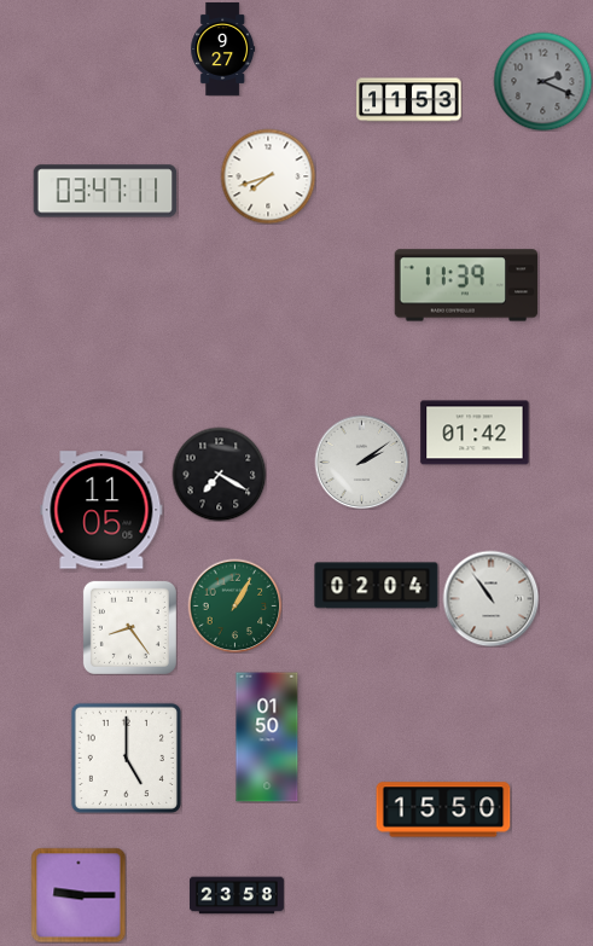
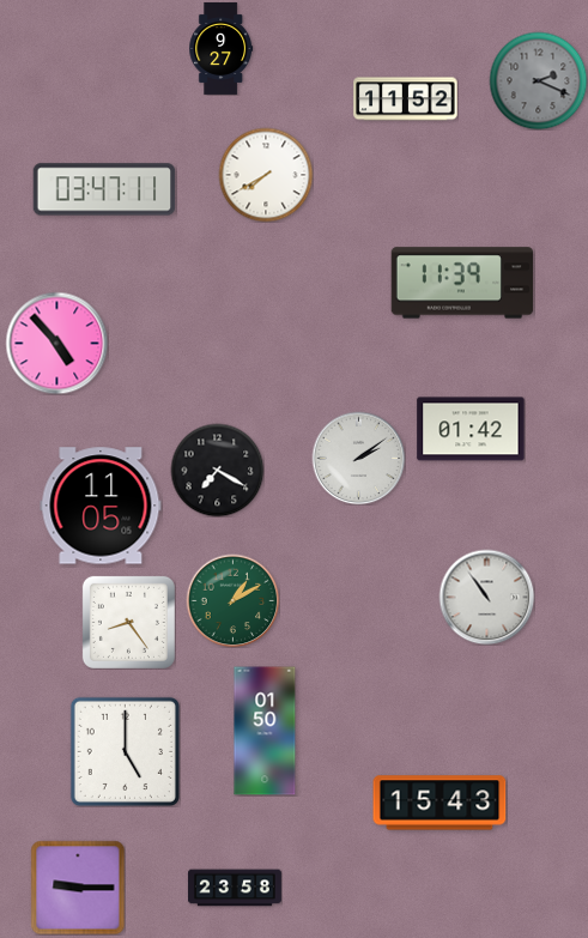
clock at (409, 100): 11:53 -> 11:52
clock at (268, 176): 7:42 -> 7:40
clock at (56, 343): none -> 4:53
clock at (377, 586): 02:04 -> none
clock at (490, 598) position: (490, 598) -> (486, 597)
clock at (234, 605): 1:05 -> 1:10
clock at (443, 809): 15:50 -> 15:43
